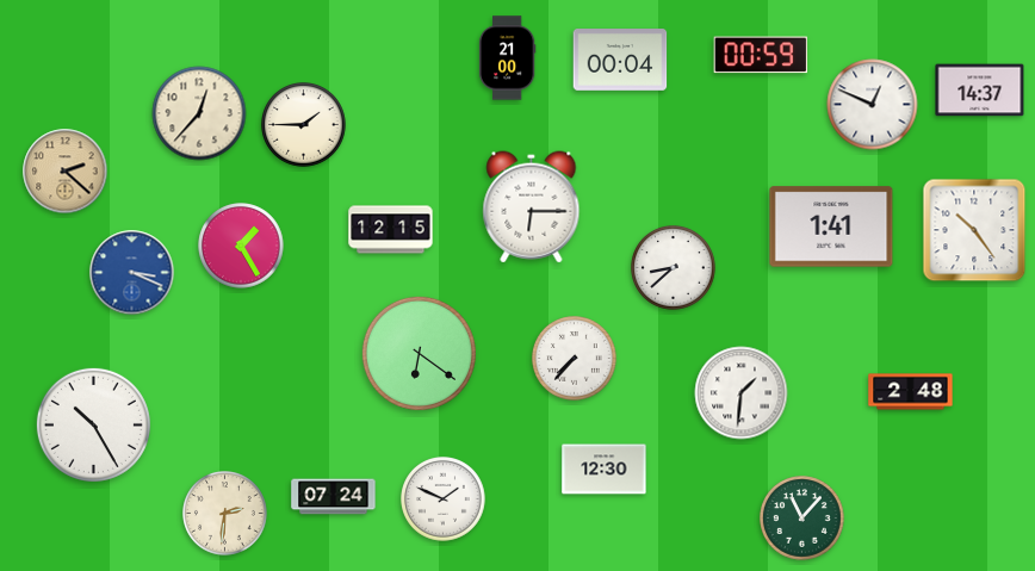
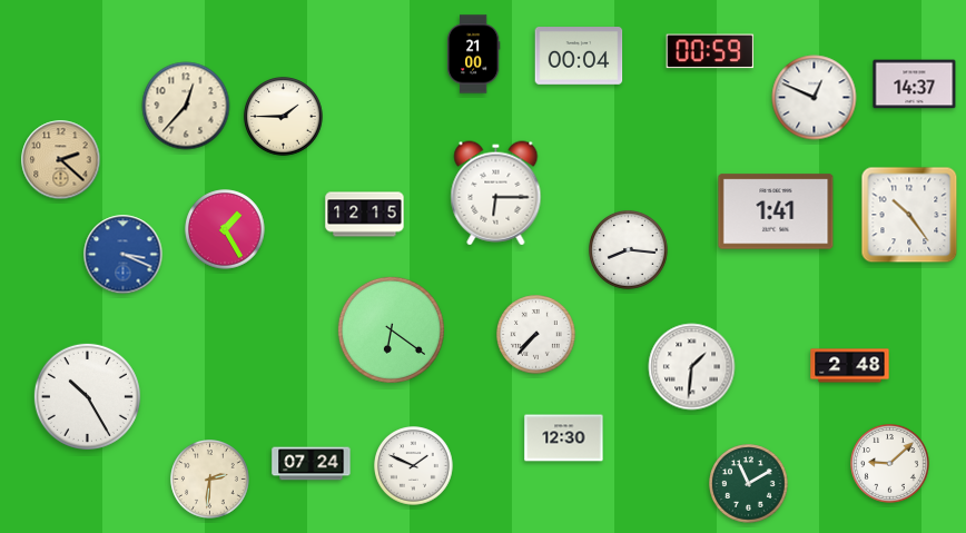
clock at (674, 268): 8:38 -> 8:16
clock at (890, 464): none -> 9:08
clock at (802, 519): 11:07 -> 11:10
